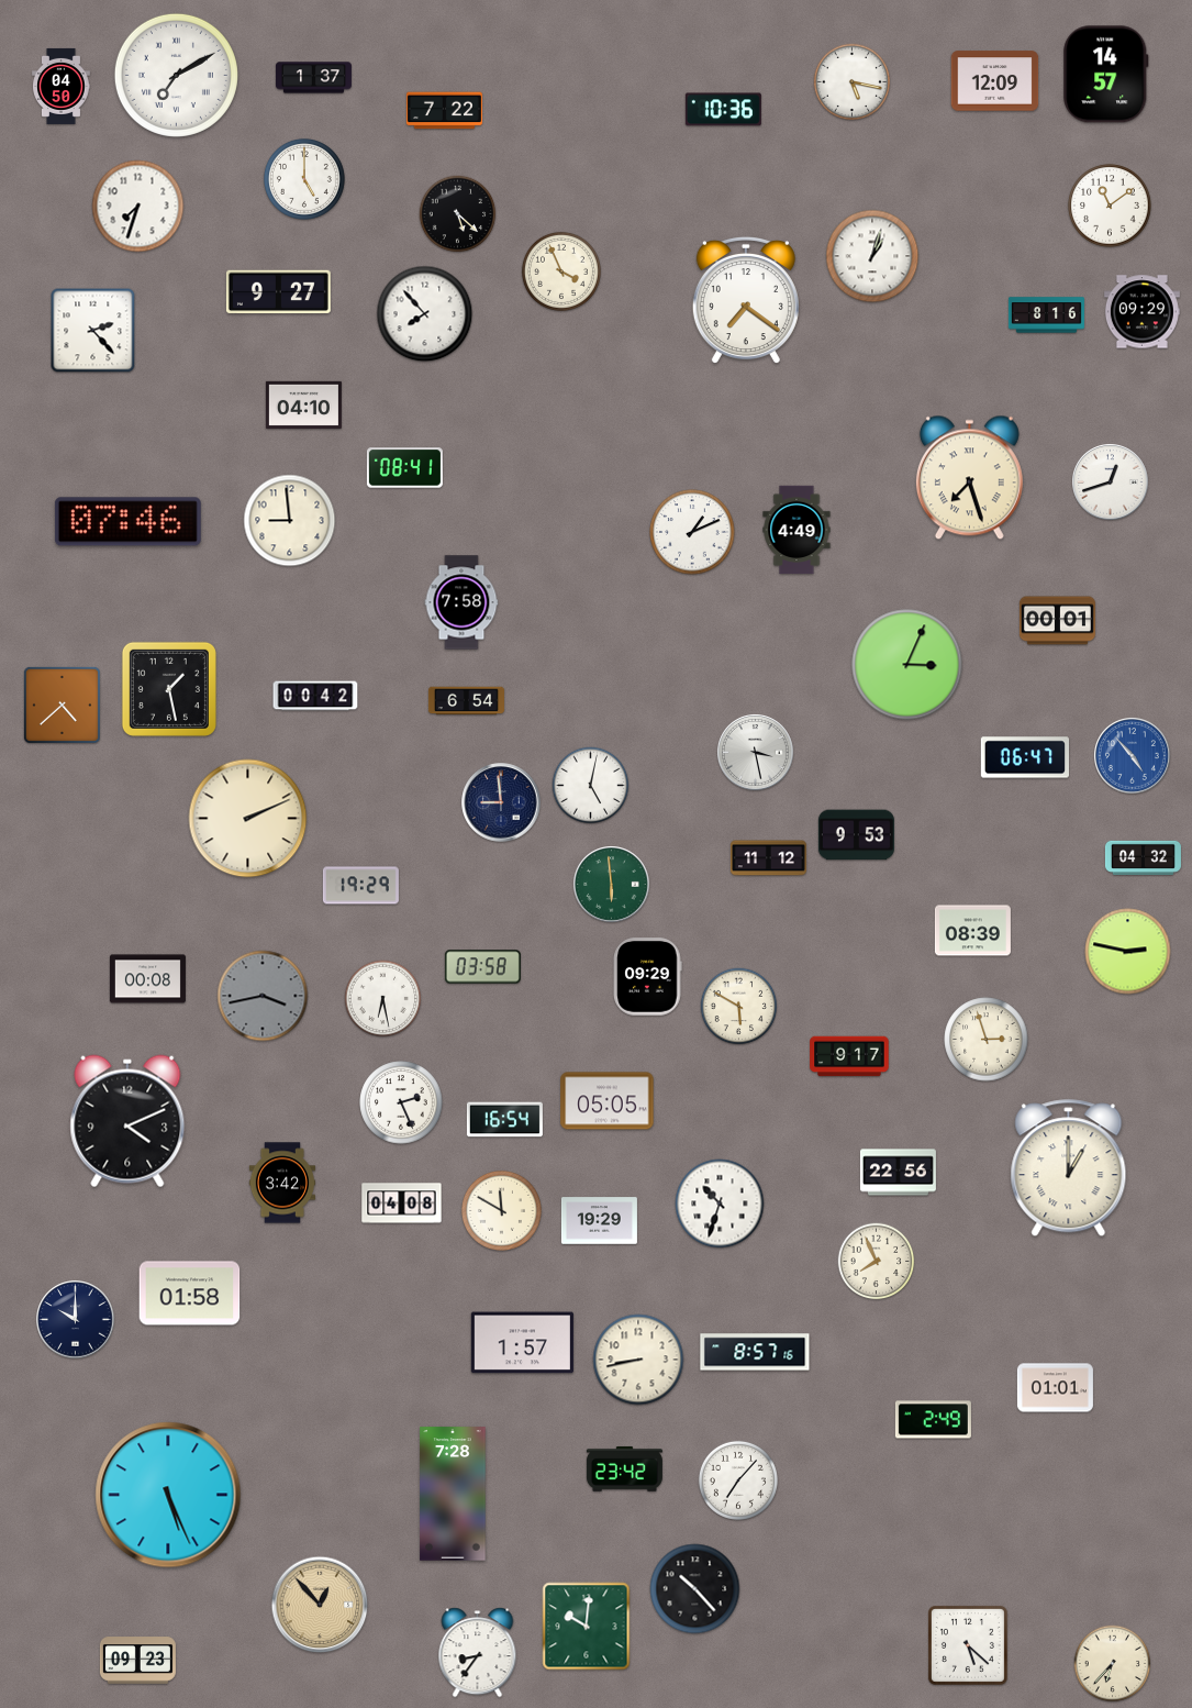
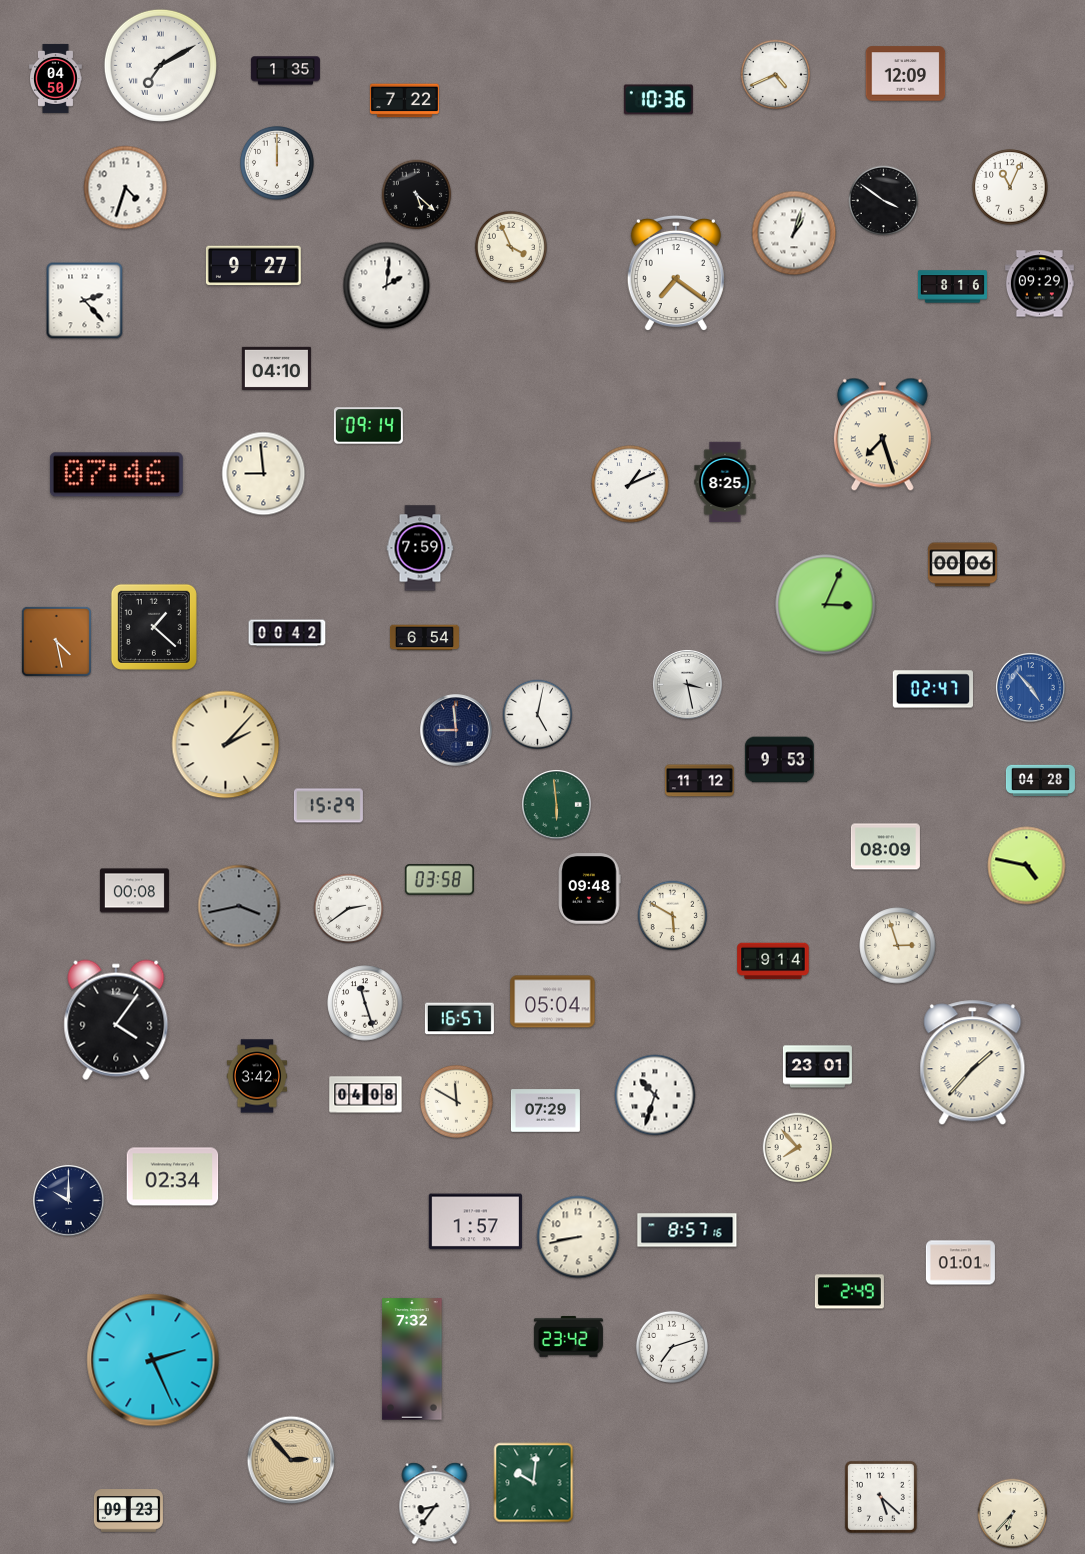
clock at (176, 75) position: (176, 75) -> (160, 65)
clock at (1106, 75): 14:57 -> none
clock at (313, 78): 1:37 -> 1:35
clock at (853, 82): 5:17 -> 4:41
clock at (305, 179): 5:00 -> 12:00
clock at (1110, 206): 11:09 -> 11:04
clock at (138, 207): 7:33 -> 4:33
clock at (884, 201): none -> 3:51
clock at (746, 300) position: (746, 300) -> (676, 273)
clock at (425, 314): 7:53 -> 2:01
clock at (404, 468): 08:41 -> 09:14
clock at (1111, 483): 12:42 -> none
clock at (796, 530): 4:49 -> 8:25
clock at (461, 602): 7:58 -> 7:59
clock at (1057, 621): 00:01 -> 00:06
clock at (169, 689): 1:28 -> 1:22
clock at (62, 705): 4:38 -> 4:28
clock at (1024, 757): 06:47 -> 02:47
clock at (248, 819): 2:11 -> 2:07
clock at (1143, 857): 04:32 -> 04:28
clock at (360, 886): 19:29 -> 15:29
clock at (972, 931): 08:39 -> 08:09
clock at (1128, 952): 2:47 -> 4:47
clock at (647, 977): 09:29 -> 09:48
clock at (383, 999): 6:28 -> 2:39
clock at (849, 1056): 9:17 -> 9:14
clock at (608, 1101): 05:05 -> 05:04
clock at (401, 1102): 2:26 -> 11:27
clock at (504, 1120): 16:54 -> 16:57
clock at (127, 1121): 4:11 -> 4:06
clock at (1069, 1168): 1:00 -> 1:37
clock at (898, 1173): 22:56 -> 23:01
clock at (599, 1221): 19:29 -> 07:29
clock at (877, 1262): 7:56 -> 7:53
clock at (190, 1294): 01:58 -> 02:34
clock at (638, 1360) position: (638, 1360) -> (578, 1237)
clock at (738, 1480): 7:07 -> 7:12
clock at (453, 1494): 7:28 -> 7:32
clock at (168, 1495): 5:26 -> 2:26
clock at (695, 1589): 10:23 -> none
clock at (320, 1605): 12:53 -> 2:53
clock at (587, 1627) position: (587, 1627) -> (534, 1483)
clock at (137, 1661) position: (137, 1661) -> (128, 1511)
